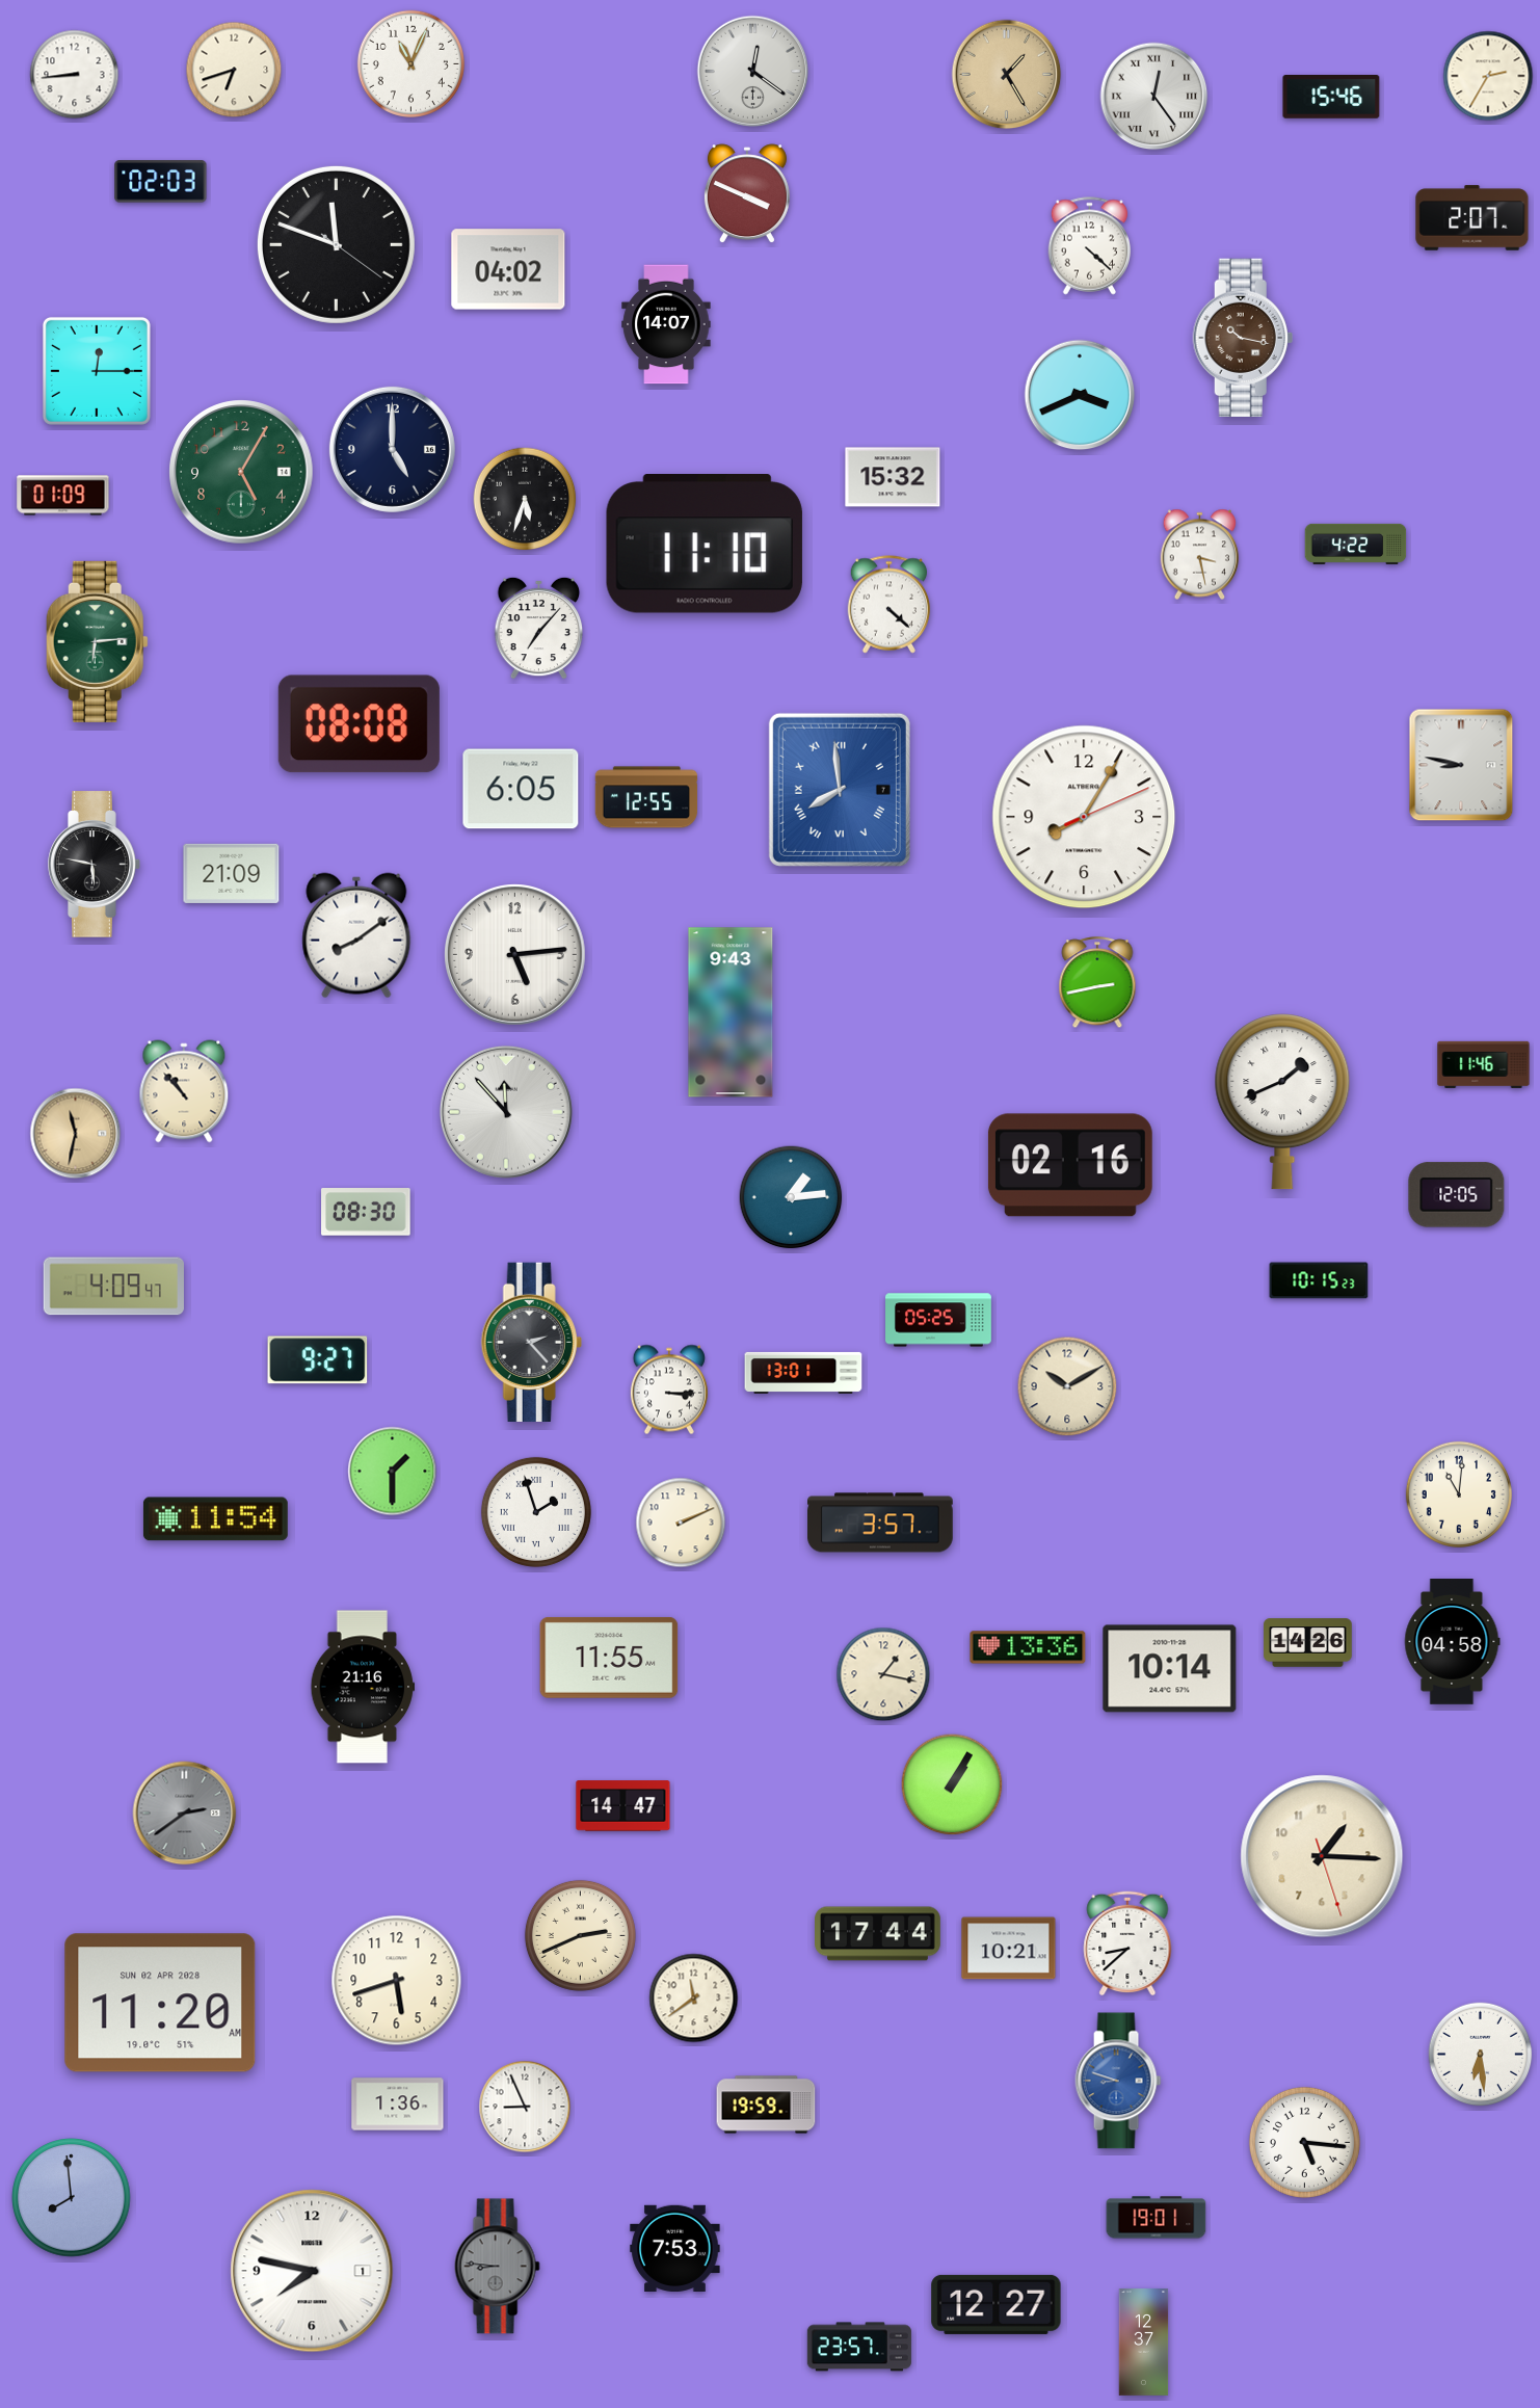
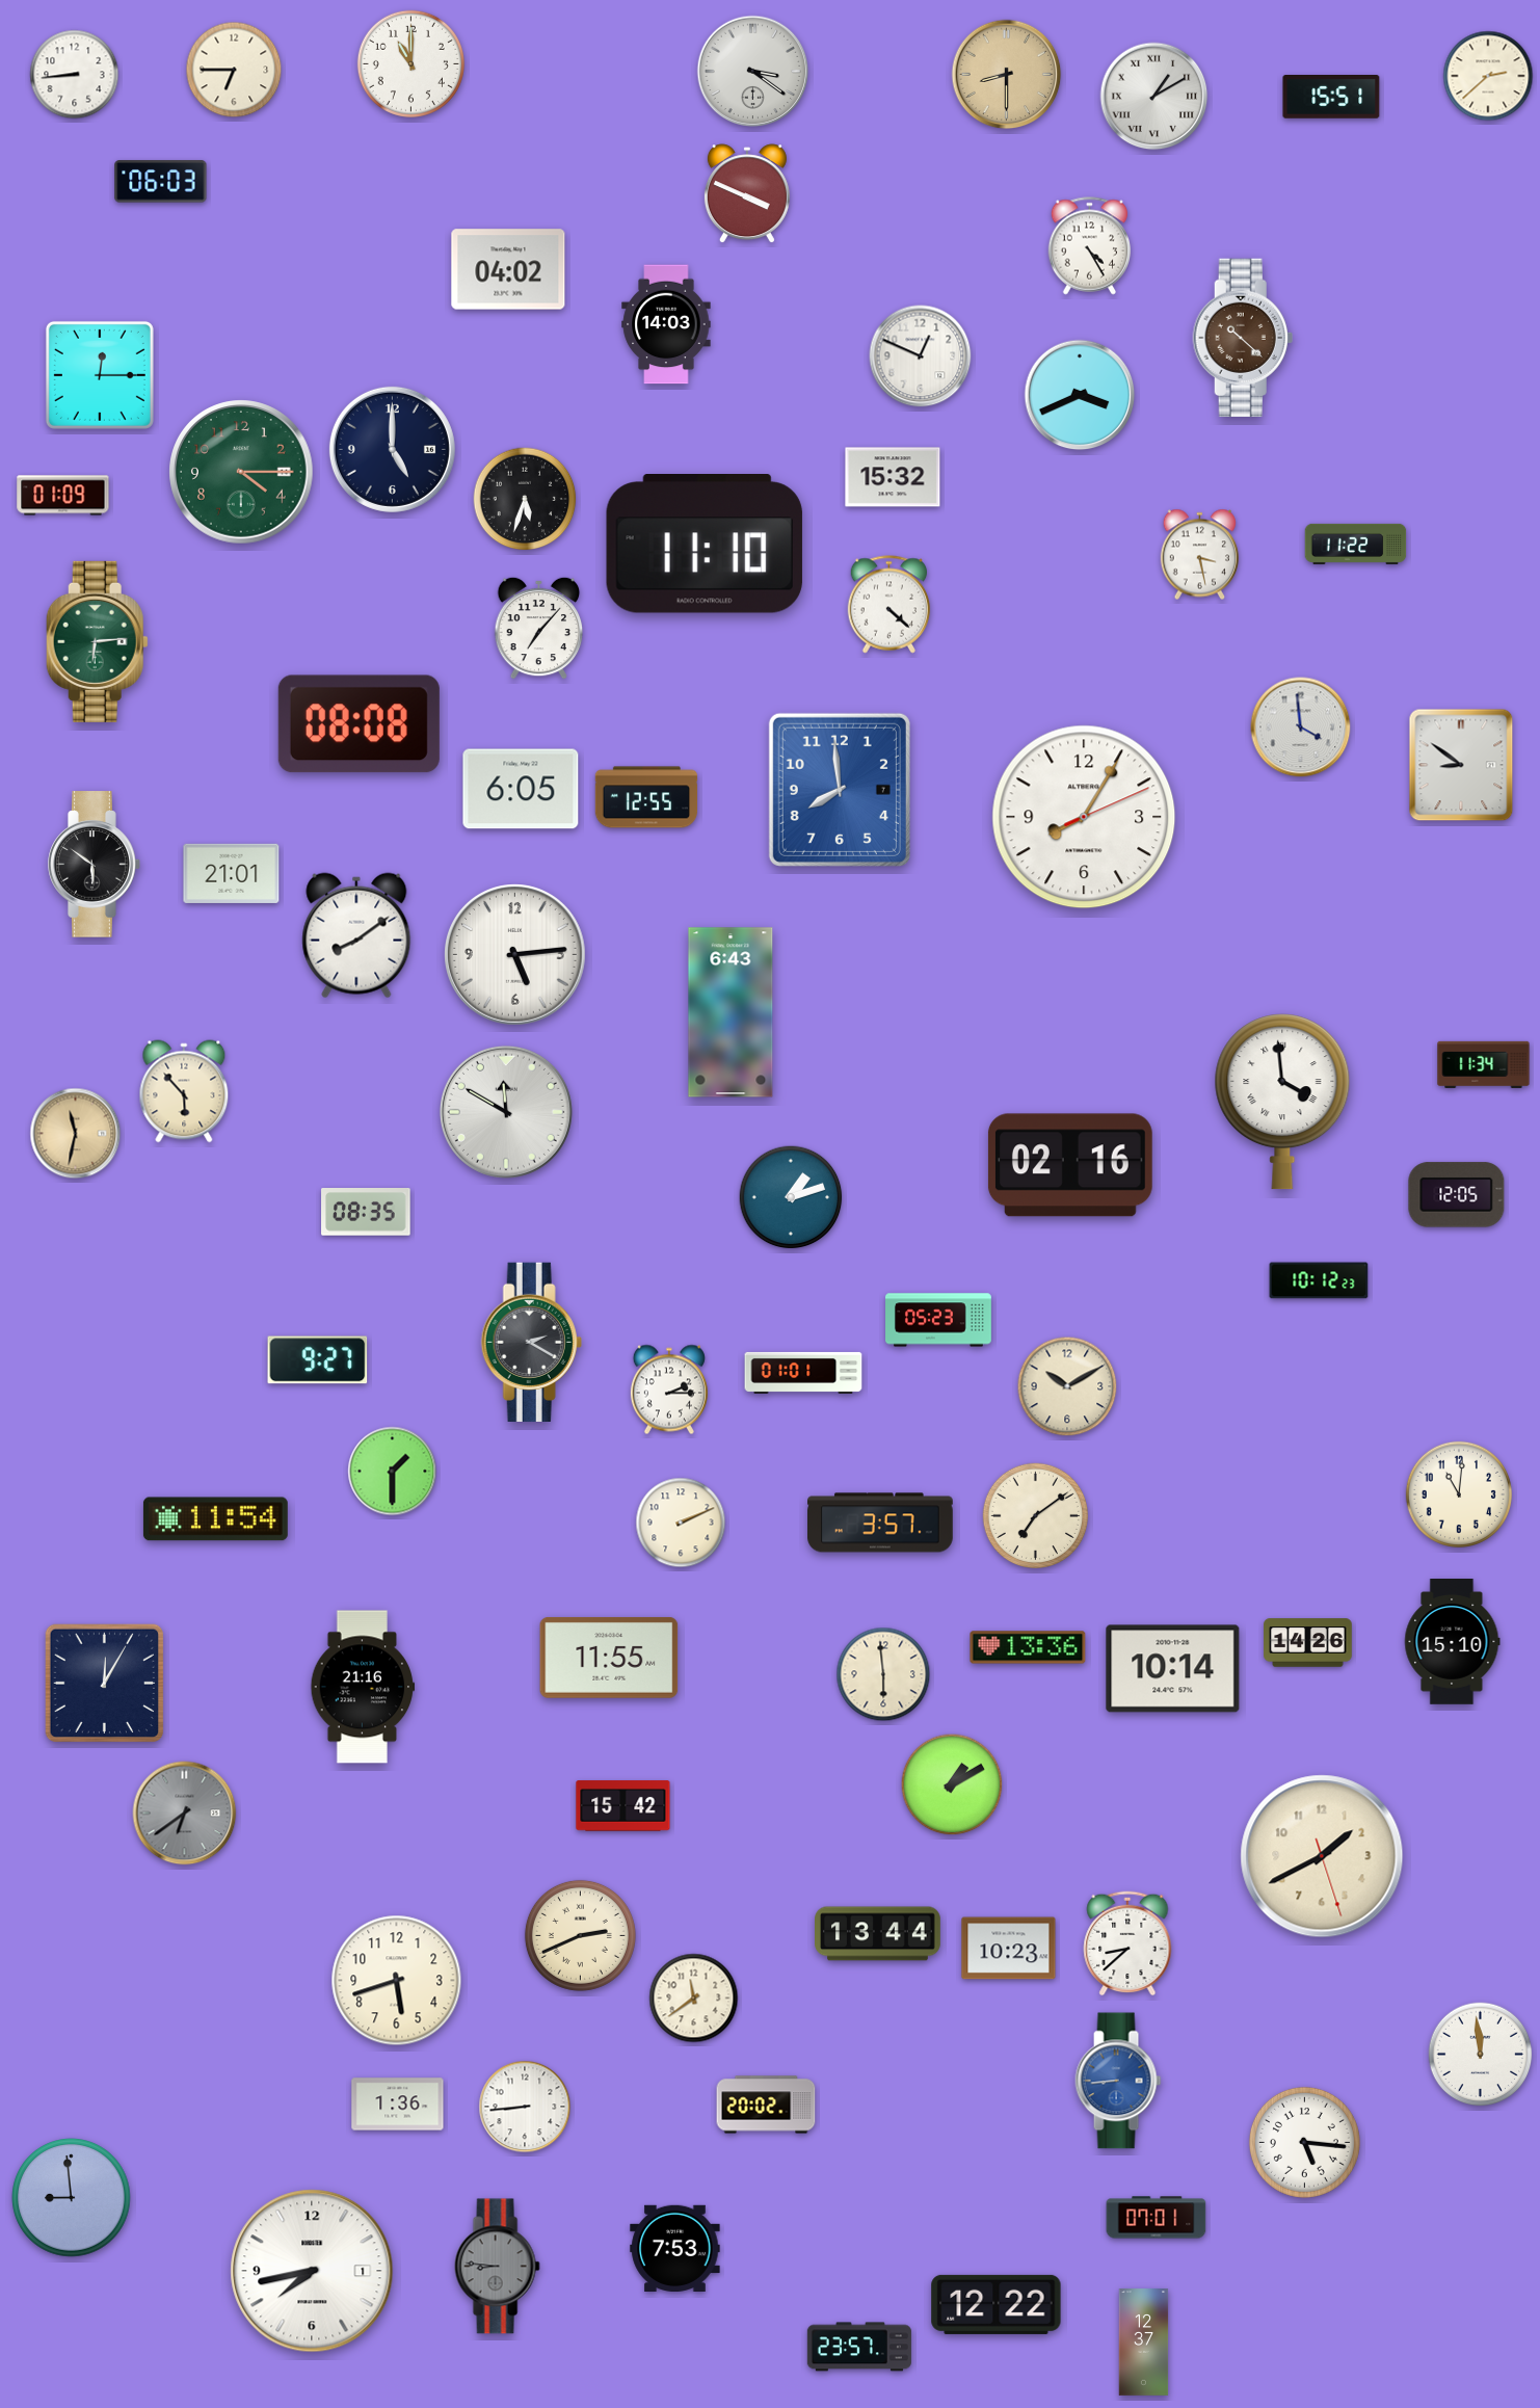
clock at (410, 63): 11:04 -> 11:00
clock at (234, 70): 6:42 -> 6:45
clock at (753, 72): 12:21 -> 3:21
clock at (1007, 75): 1:25 -> 8:30
clock at (1488, 76): 2:35 -> 2:38
clock at (1154, 97): 12:24 -> 1:10
clock at (1331, 97): 15:46 -> 15:51
clock at (161, 182): 02:03 -> 06:03
clock at (1472, 218): 2:07 -> none
clock at (336, 244): 11:48 -> none
clock at (1090, 246): 4:22 -> 4:25
clock at (666, 324): 14:07 -> 14:03
clock at (1243, 338): 10:17 -> 10:22
clock at (921, 356): none -> 12:49
clock at (97, 371) position: (97, 371) -> (100, 375)
clock at (241, 472): 5:05 -> 4:15
clock at (1356, 544): 4:22 -> 11:22
clock at (1301, 727): none -> 3:59
clock at (1461, 765): 8:47 -> 8:51
clock at (840, 790) numerals: Roman -> Arabic
clock at (95, 865): 5:47 -> 5:51
clock at (232, 873): 21:09 -> 21:01
clock at (1097, 983): 2:43 -> none
clock at (731, 1012): 9:43 -> 6:43
clock at (1484, 1064): 11:46 -> 11:34
clock at (184, 1091): 10:53 -> 5:53
clock at (1282, 1102): 1:41 -> 3:59
clock at (506, 1112): 11:53 -> 11:50
clock at (791, 1197): 1:14 -> 1:12
clock at (366, 1213): 08:30 -> 08:35
clock at (1319, 1280): 10:15 -> 10:12
clock at (113, 1287): 4:09 -> none
clock at (939, 1320): 05:25 -> 05:23
clock at (531, 1342): 2:23 -> 2:20
clock at (803, 1373): 13:01 -> 01:01
clock at (669, 1390): 3:15 -> 2:15
clock at (536, 1512): 1:57 -> none
clock at (1035, 1515): none -> 7:09
clock at (1452, 1642): 04:58 -> 15:10
clock at (1170, 1669) position: (1170, 1669) -> (1173, 1669)
clock at (883, 1674): 1:17 -> 5:59
clock at (105, 1684): none -> 12:05
clock at (952, 1784): 1:05 -> 1:10
clock at (623, 1806): 14:47 -> 15:42
clock at (185, 1814): 2:39 -> 6:39
clock at (1322, 1856): 1:15 -> 1:40
clock at (878, 1934): 17:44 -> 13:44
clock at (1009, 1949): 10:21 -> 10:23
clock at (160, 2003): 11:20 -> none
clock at (1481, 2055): 6:29 -> 11:59
clock at (1118, 2081): 8:48 -> 8:44
clock at (766, 2105): 19:59 -> 20:02
clock at (525, 2107): 8:56 -> 8:44
clock at (72, 2198): 7:59 -> 8:59
clock at (1157, 2218): 19:01 -> 07:01
clock at (312, 2271): 7:47 -> 7:43
clock at (997, 2304): 12:27 -> 12:22
